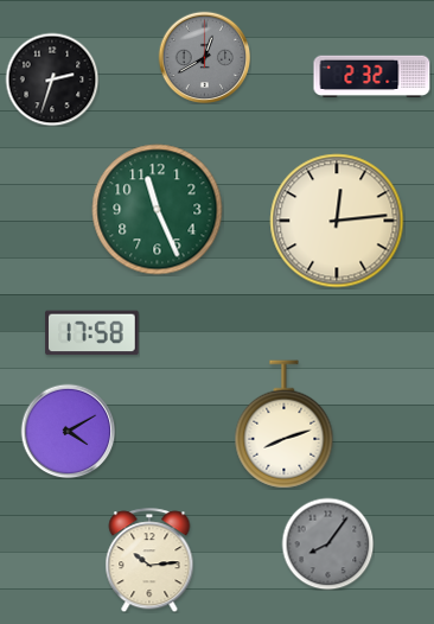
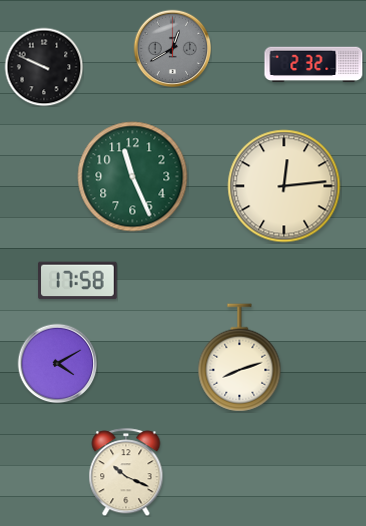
clock at (52, 79): 2:33 -> 9:49
clock at (327, 543): 8:06 -> none
clock at (149, 560): 10:14 -> 10:19
